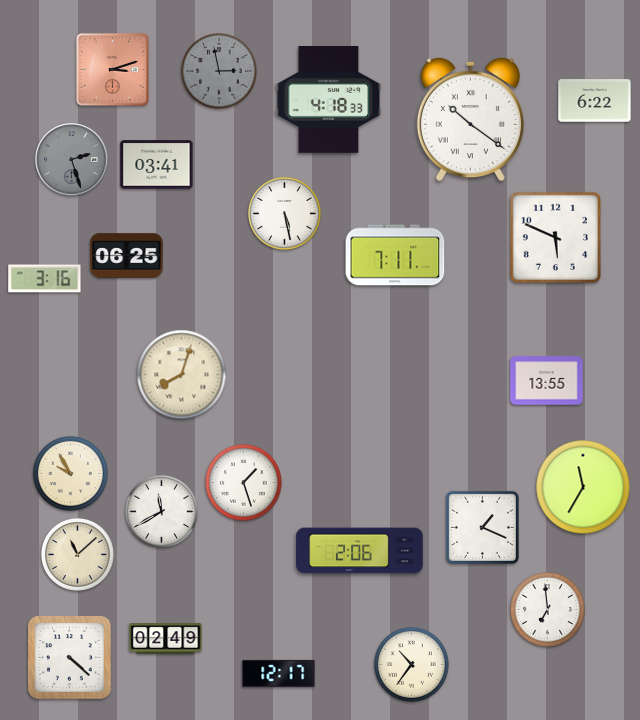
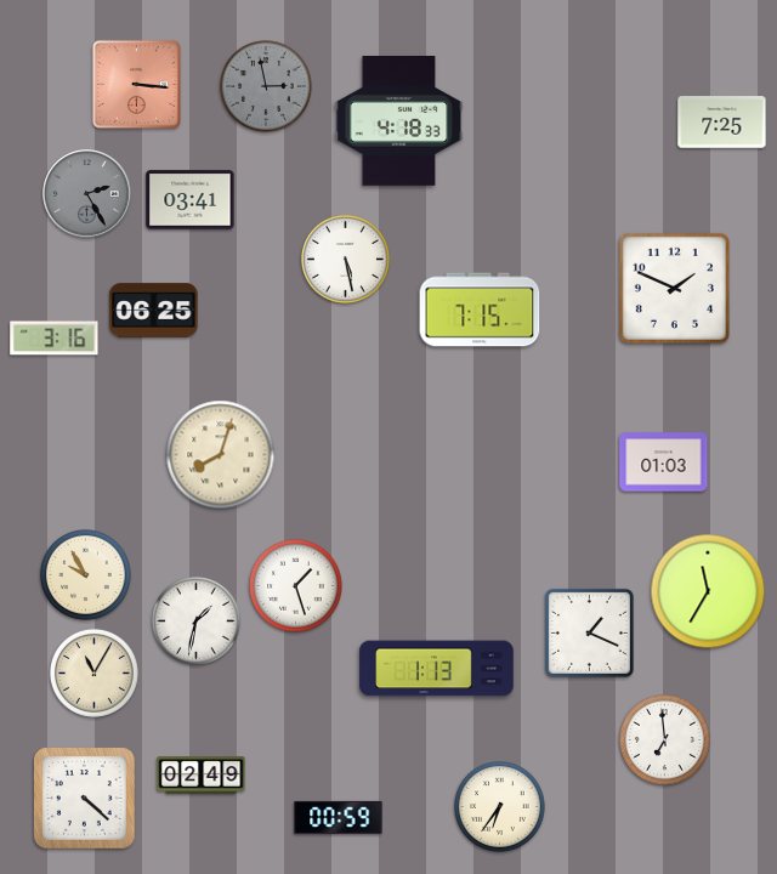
clock at (112, 69): 3:12 -> 3:16
clock at (595, 101): 6:22 -> 7:25
clock at (470, 119): 10:21 -> none
clock at (72, 160): 2:27 -> 2:25
clock at (555, 237): 5:49 -> 1:49
clock at (395, 255): 7:11 -> 7:15
clock at (547, 381): 13:55 -> 01:03
clock at (161, 511): 11:40 -> 1:32
clock at (482, 527) position: (482, 527) -> (589, 632)
clock at (360, 551): 2:06 -> 1:13
clock at (77, 554): 11:08 -> 11:05
clock at (412, 665): 10:36 -> 6:36
clock at (279, 673): 12:17 -> 00:59
